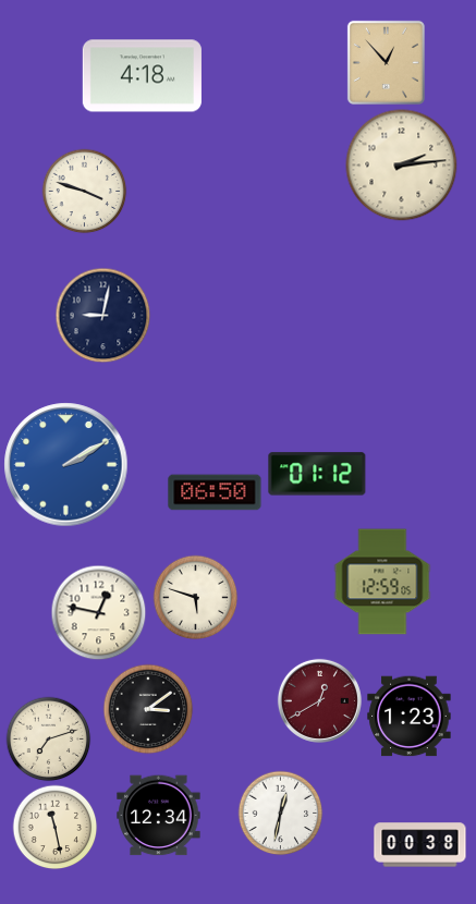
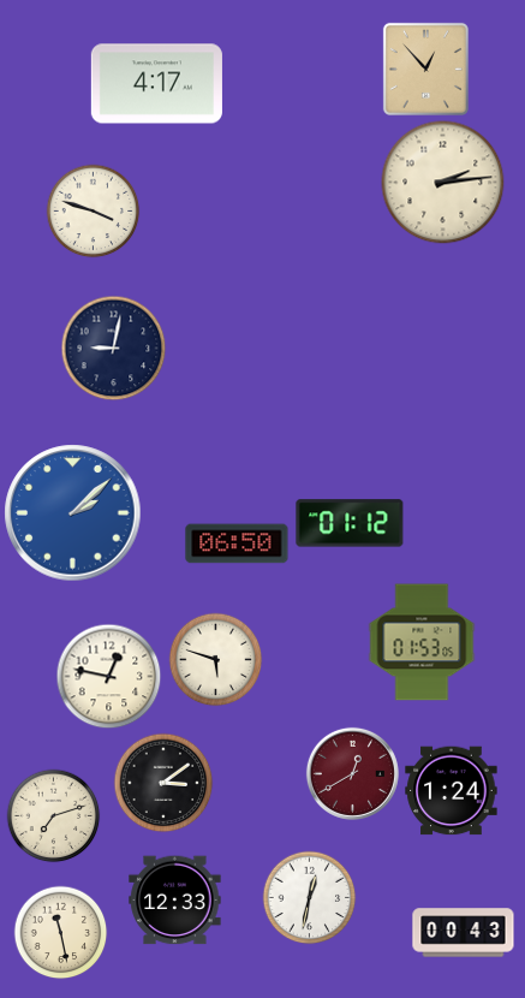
clock at (142, 76): 4:18 -> 4:17
clock at (66, 465): 2:10 -> 2:08
clock at (382, 582): 12:59 -> 01:53
clock at (410, 717): 1:23 -> 1:24
clock at (159, 816): 12:34 -> 12:33
clock at (54, 827) position: (54, 827) -> (60, 932)
clock at (420, 845): 00:38 -> 00:43
